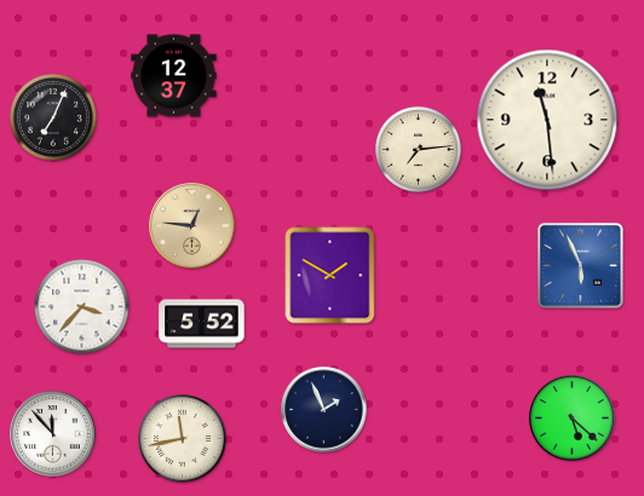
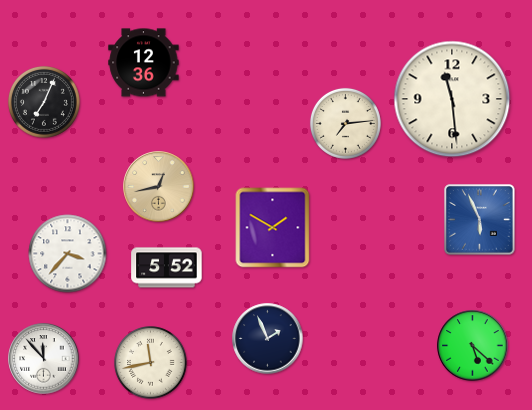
clock at (174, 76): 12:37 -> 12:36
clock at (53, 117) position: (53, 117) -> (44, 102)
clock at (192, 226): 12:46 -> 12:43
